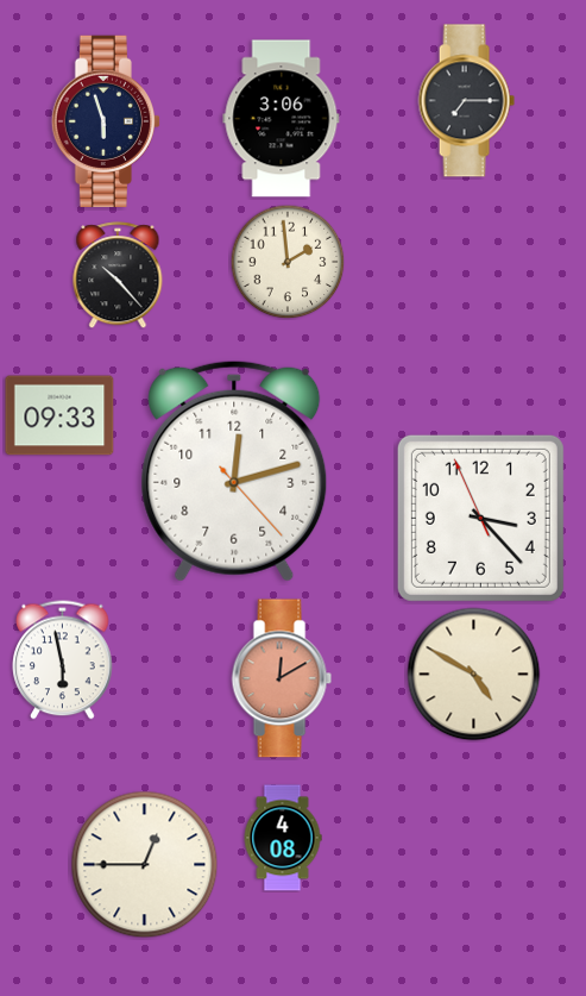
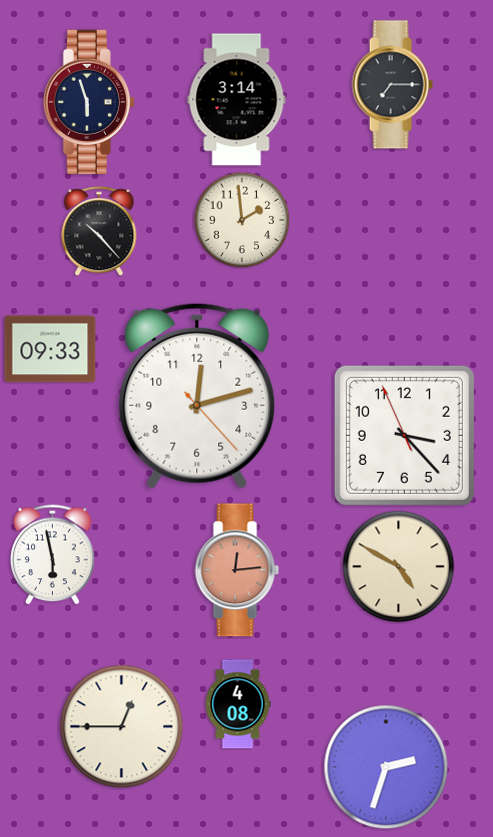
clock at (282, 119): 3:06 -> 3:14
clock at (282, 678): 12:10 -> 12:14
clock at (386, 767): none -> 2:33
